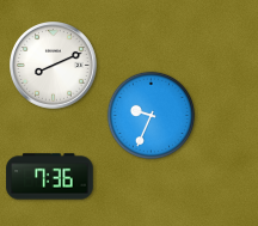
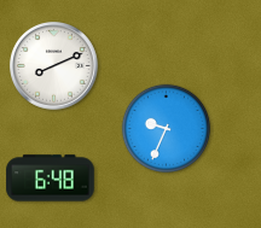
clock at (152, 116) position: (152, 116) -> (167, 129)
clock at (50, 177): 7:36 -> 6:48
